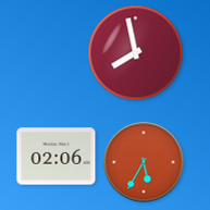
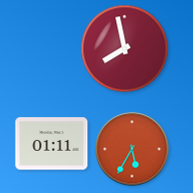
clock at (57, 157): 02:06 -> 01:11
